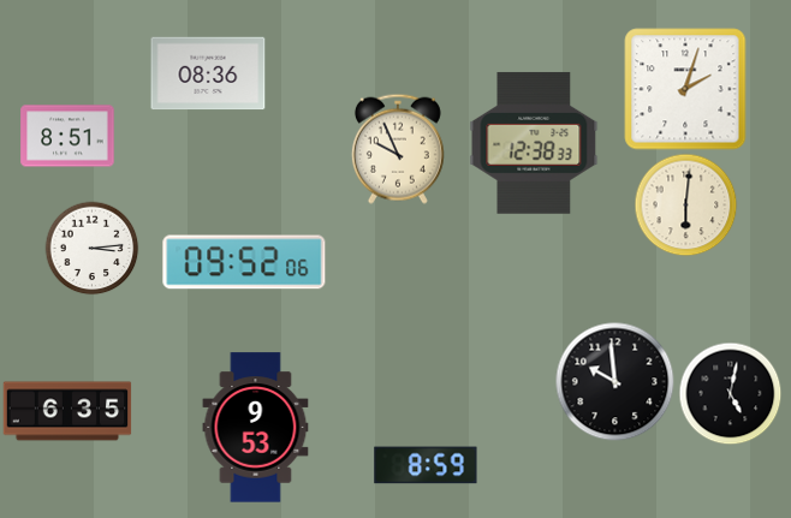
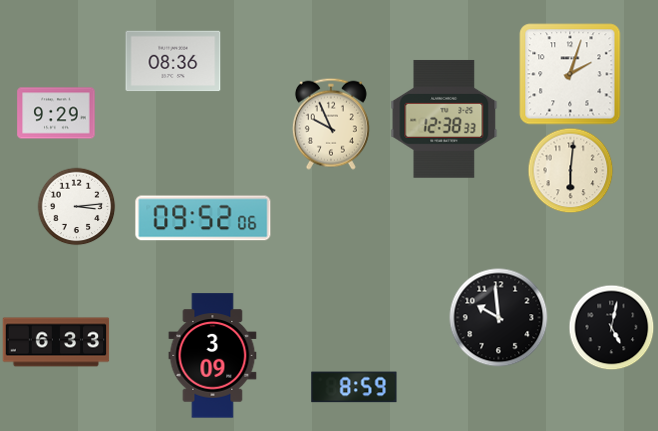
clock at (67, 136): 8:51 -> 9:29
clock at (615, 382) position: (615, 382) -> (499, 318)
clock at (730, 393) position: (730, 393) -> (611, 327)
clock at (67, 411): 6:35 -> 6:33
clock at (256, 428): 9:53 -> 3:09
